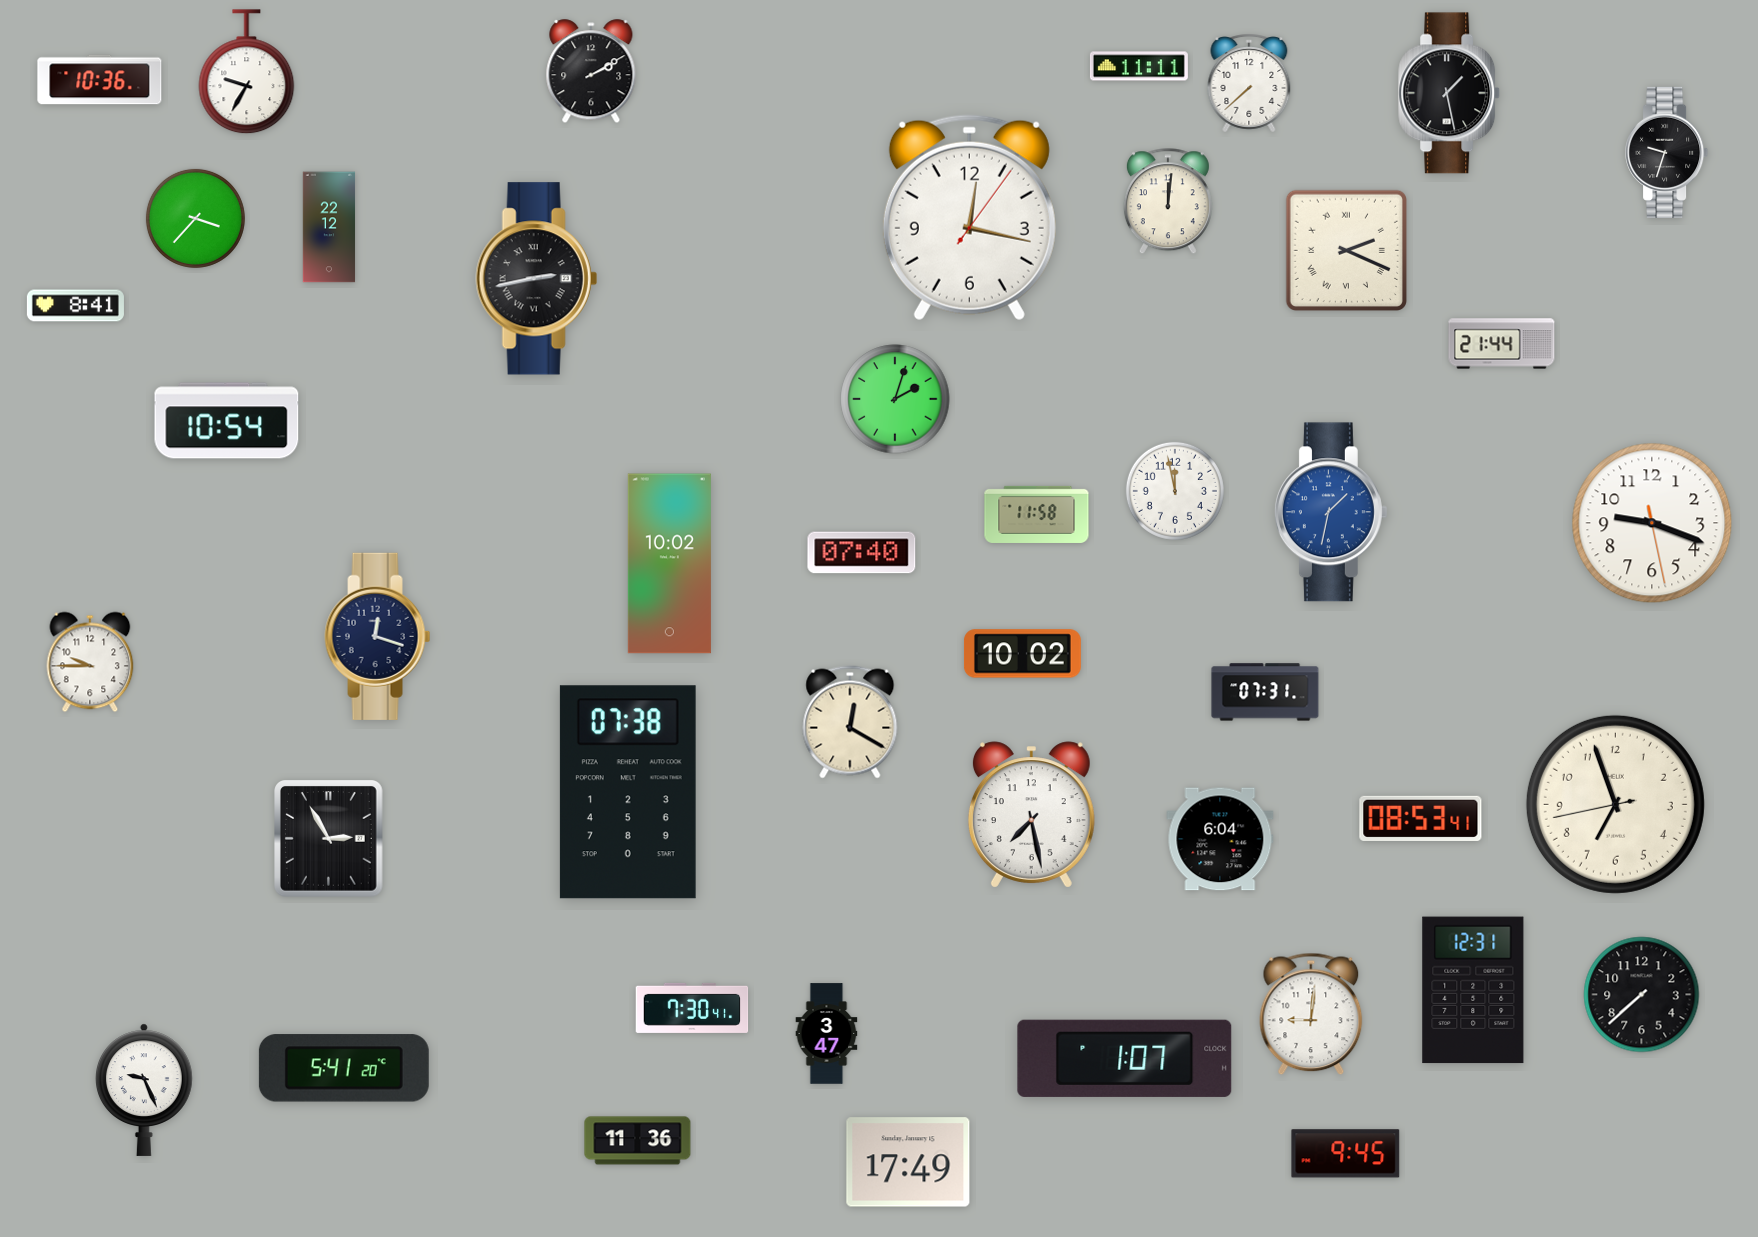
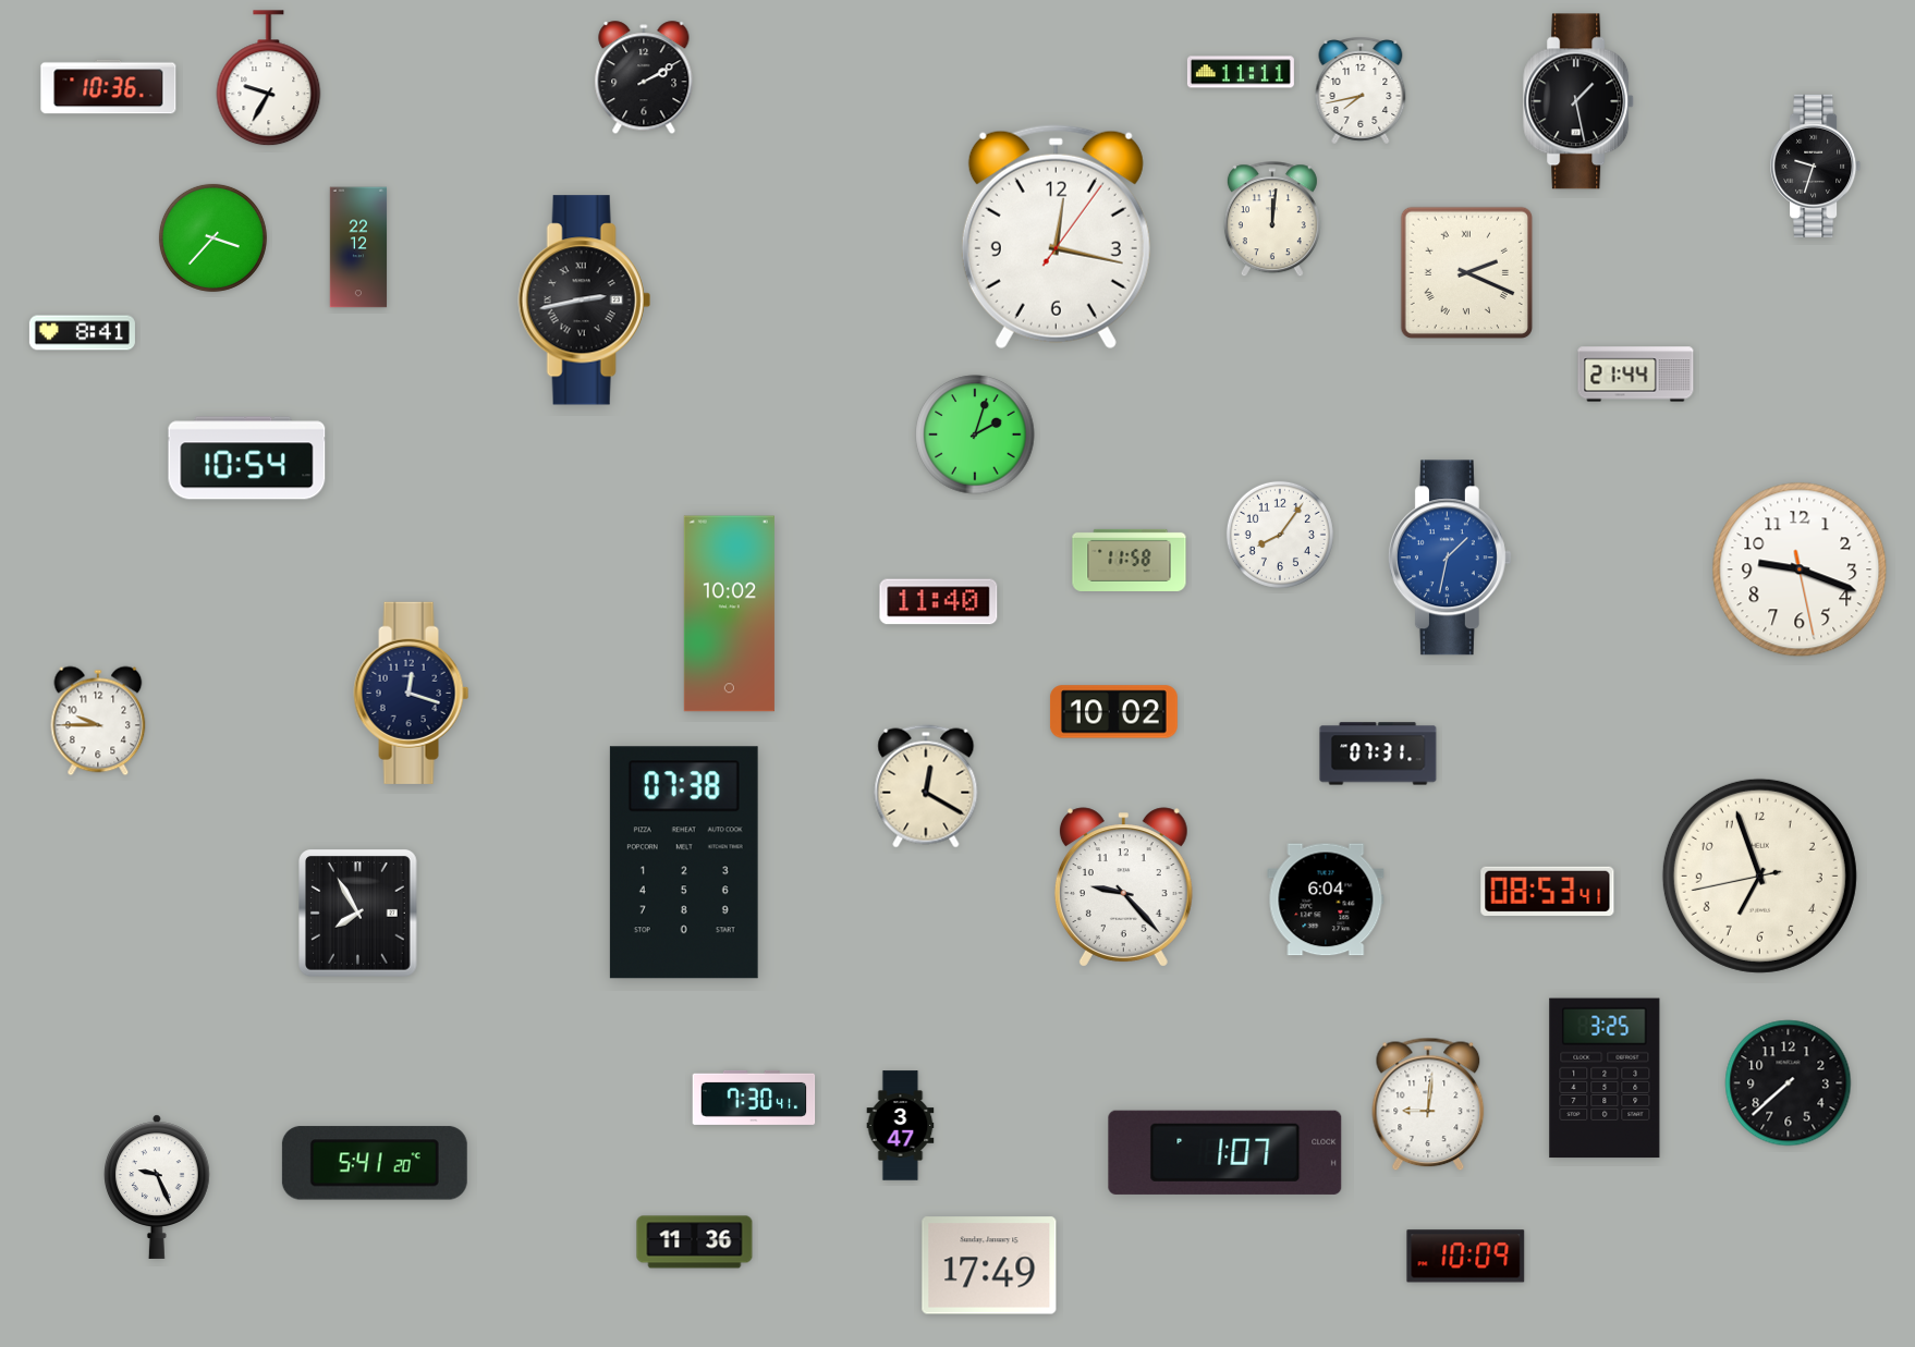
clock at (1249, 83): 7:38 -> 7:43
clock at (536, 279) position: (536, 279) -> (584, 301)
clock at (1175, 491): 11:58 -> 8:06
clock at (862, 553): 07:40 -> 11:40
clock at (1031, 815): 7:28 -> 9:23
clock at (329, 839): 2:55 -> 7:55
clock at (1220, 839) position: (1220, 839) -> (1326, 899)
clock at (1473, 990): 12:31 -> 3:25
clock at (1346, 1154): 9:45 -> 10:09
